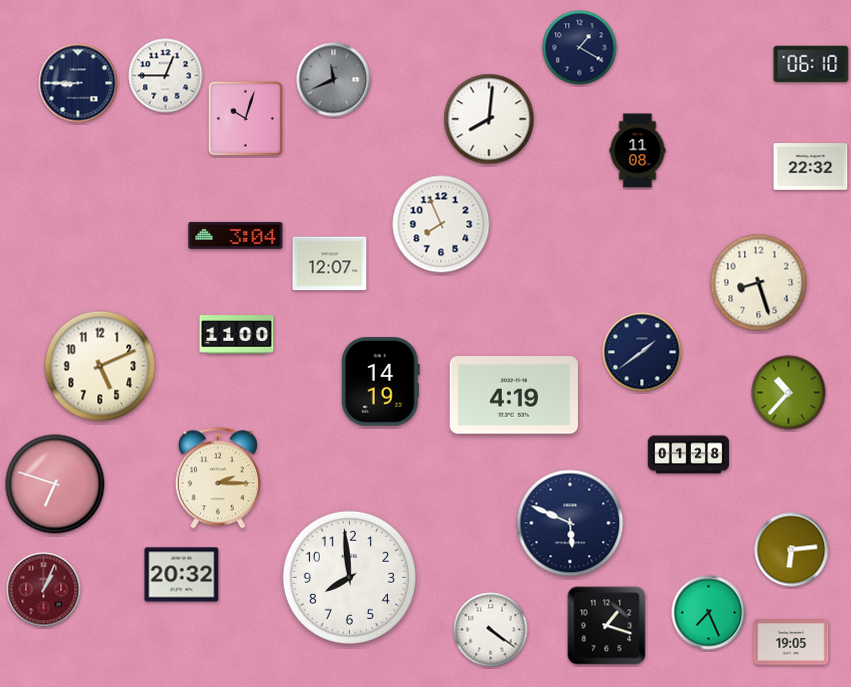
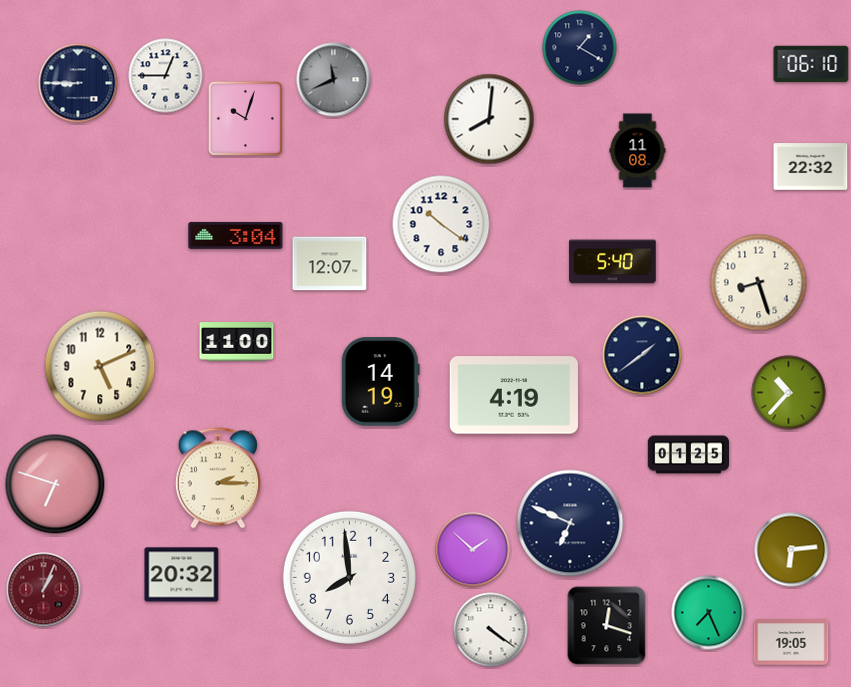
clock at (441, 224): 7:56 -> 10:21
clock at (613, 262): none -> 5:40
clock at (237, 335) position: (237, 335) -> (237, 342)
clock at (642, 352) position: (642, 352) -> (642, 355)
clock at (688, 455): 01:28 -> 01:25
clock at (570, 523): 5:49 -> 6:49
clock at (473, 550): none -> 1:52
clock at (607, 626): 1:18 -> 12:18
